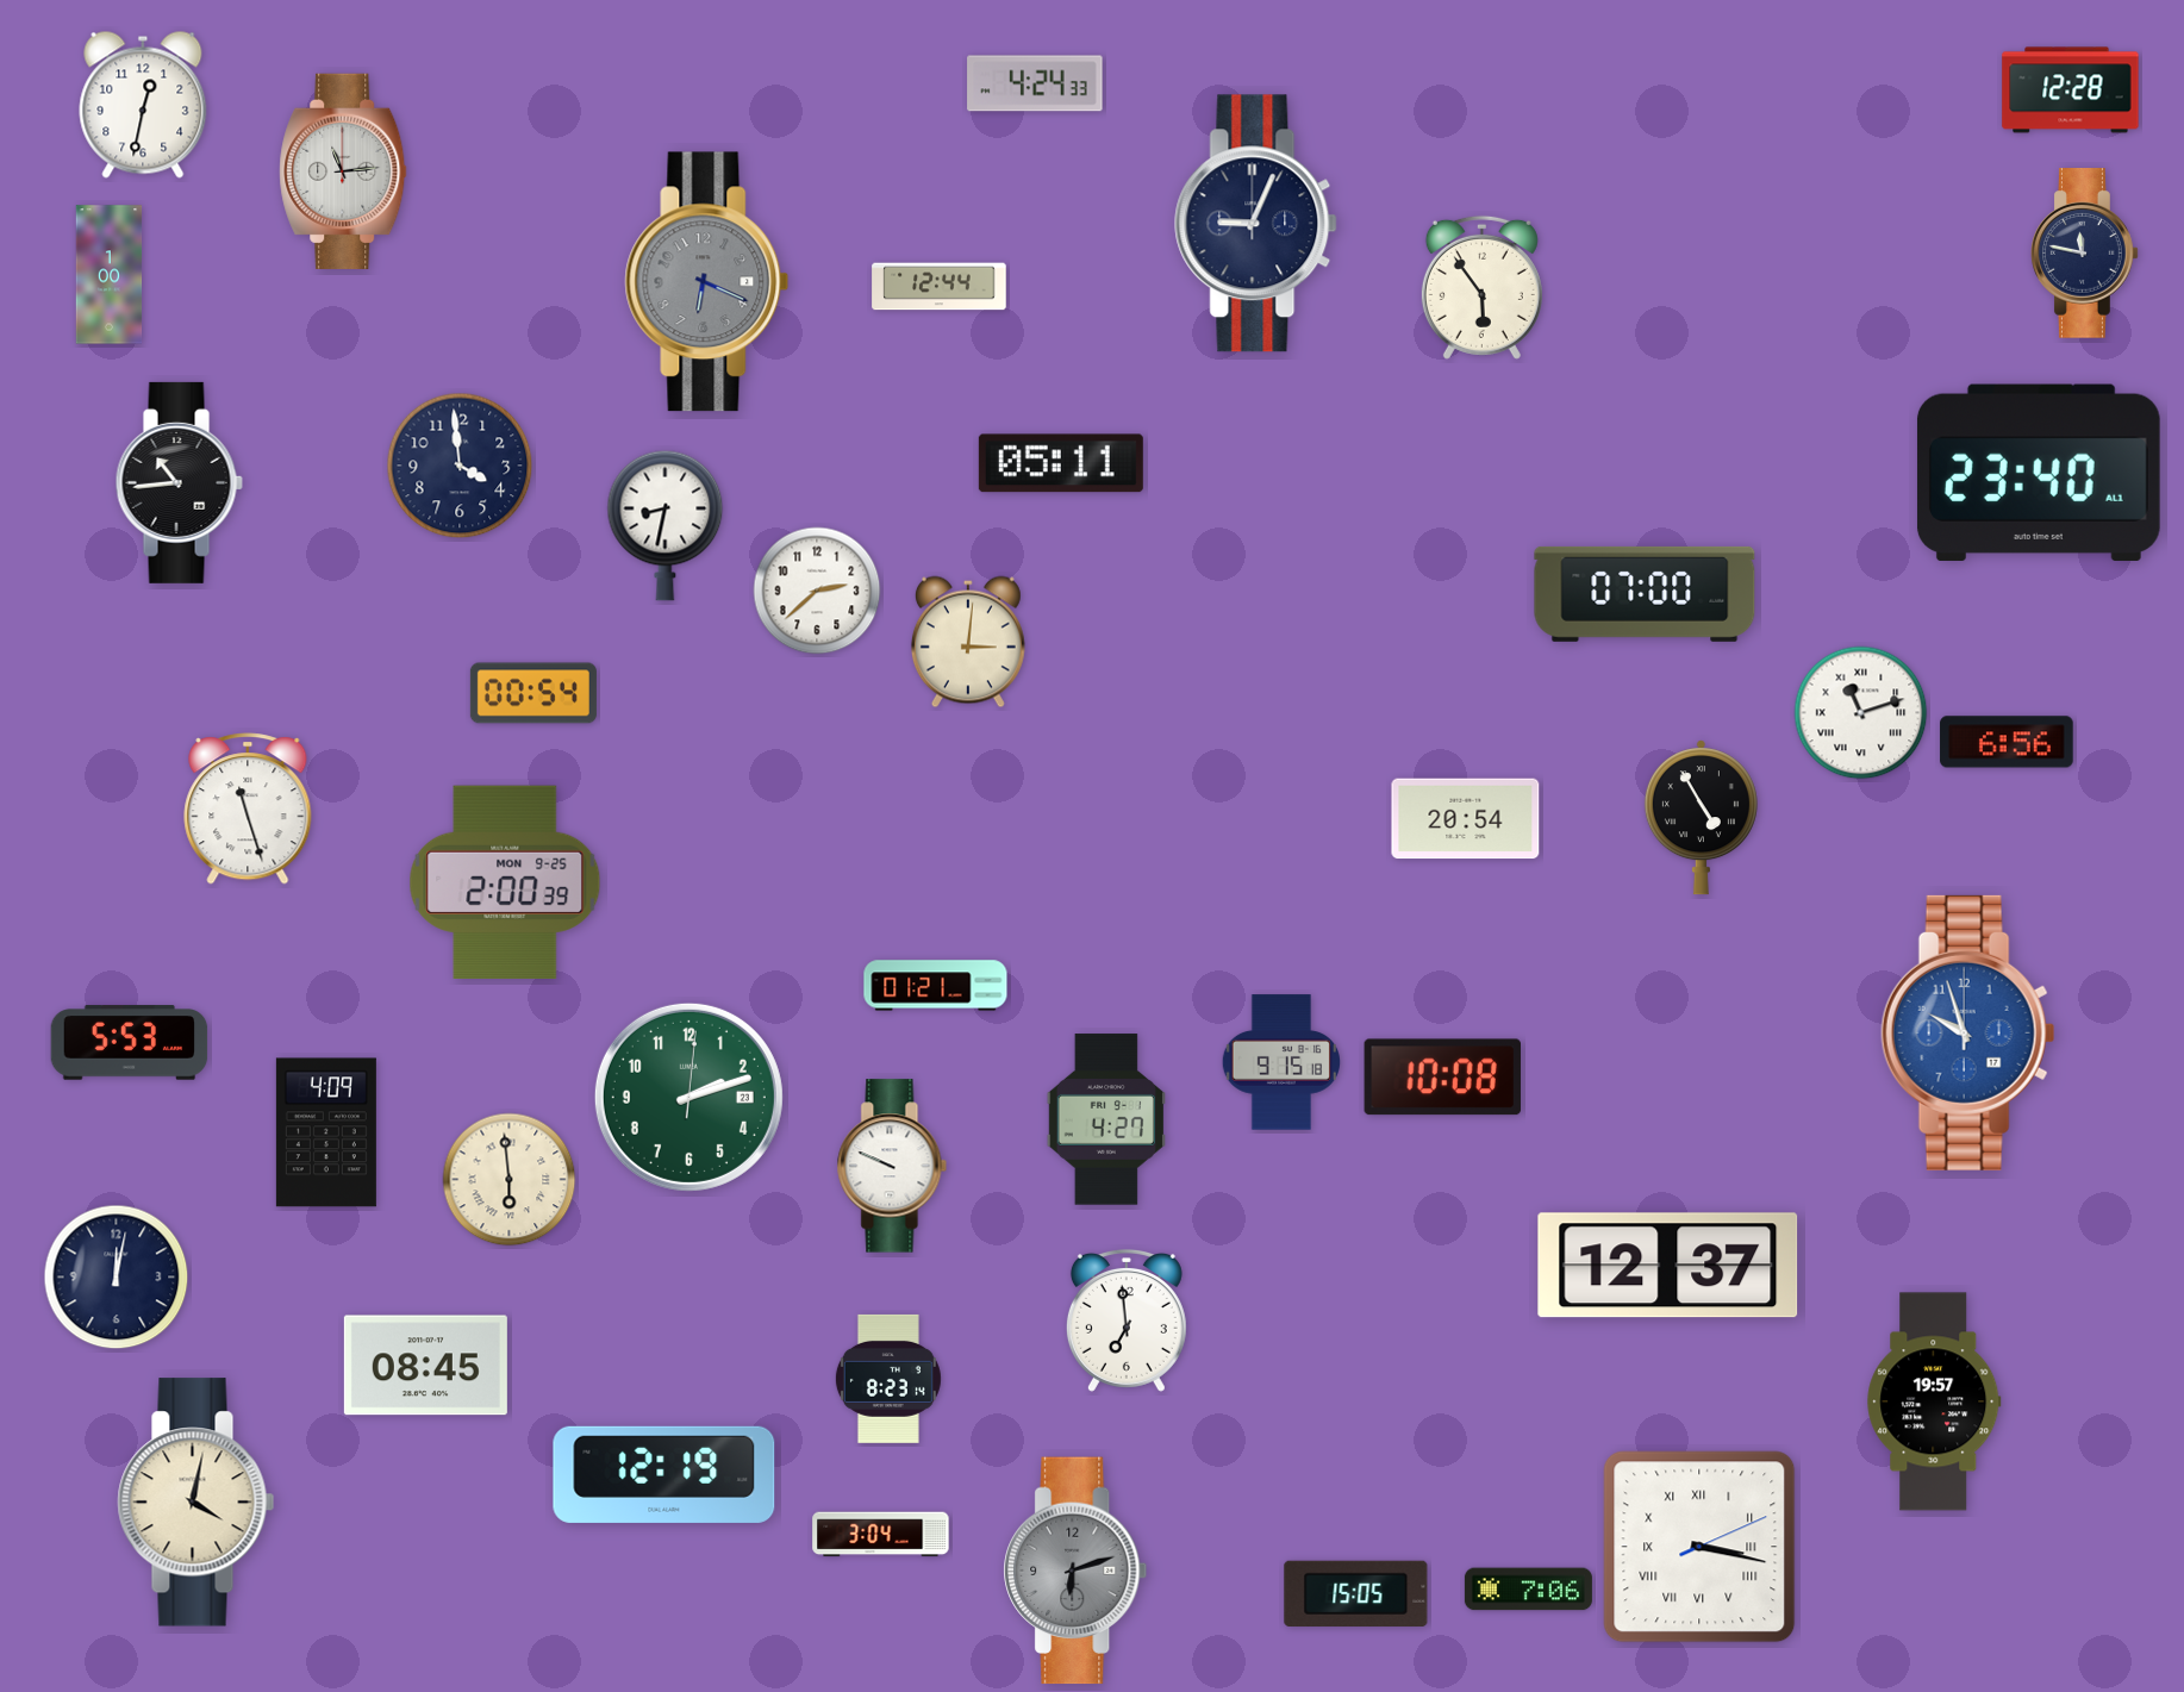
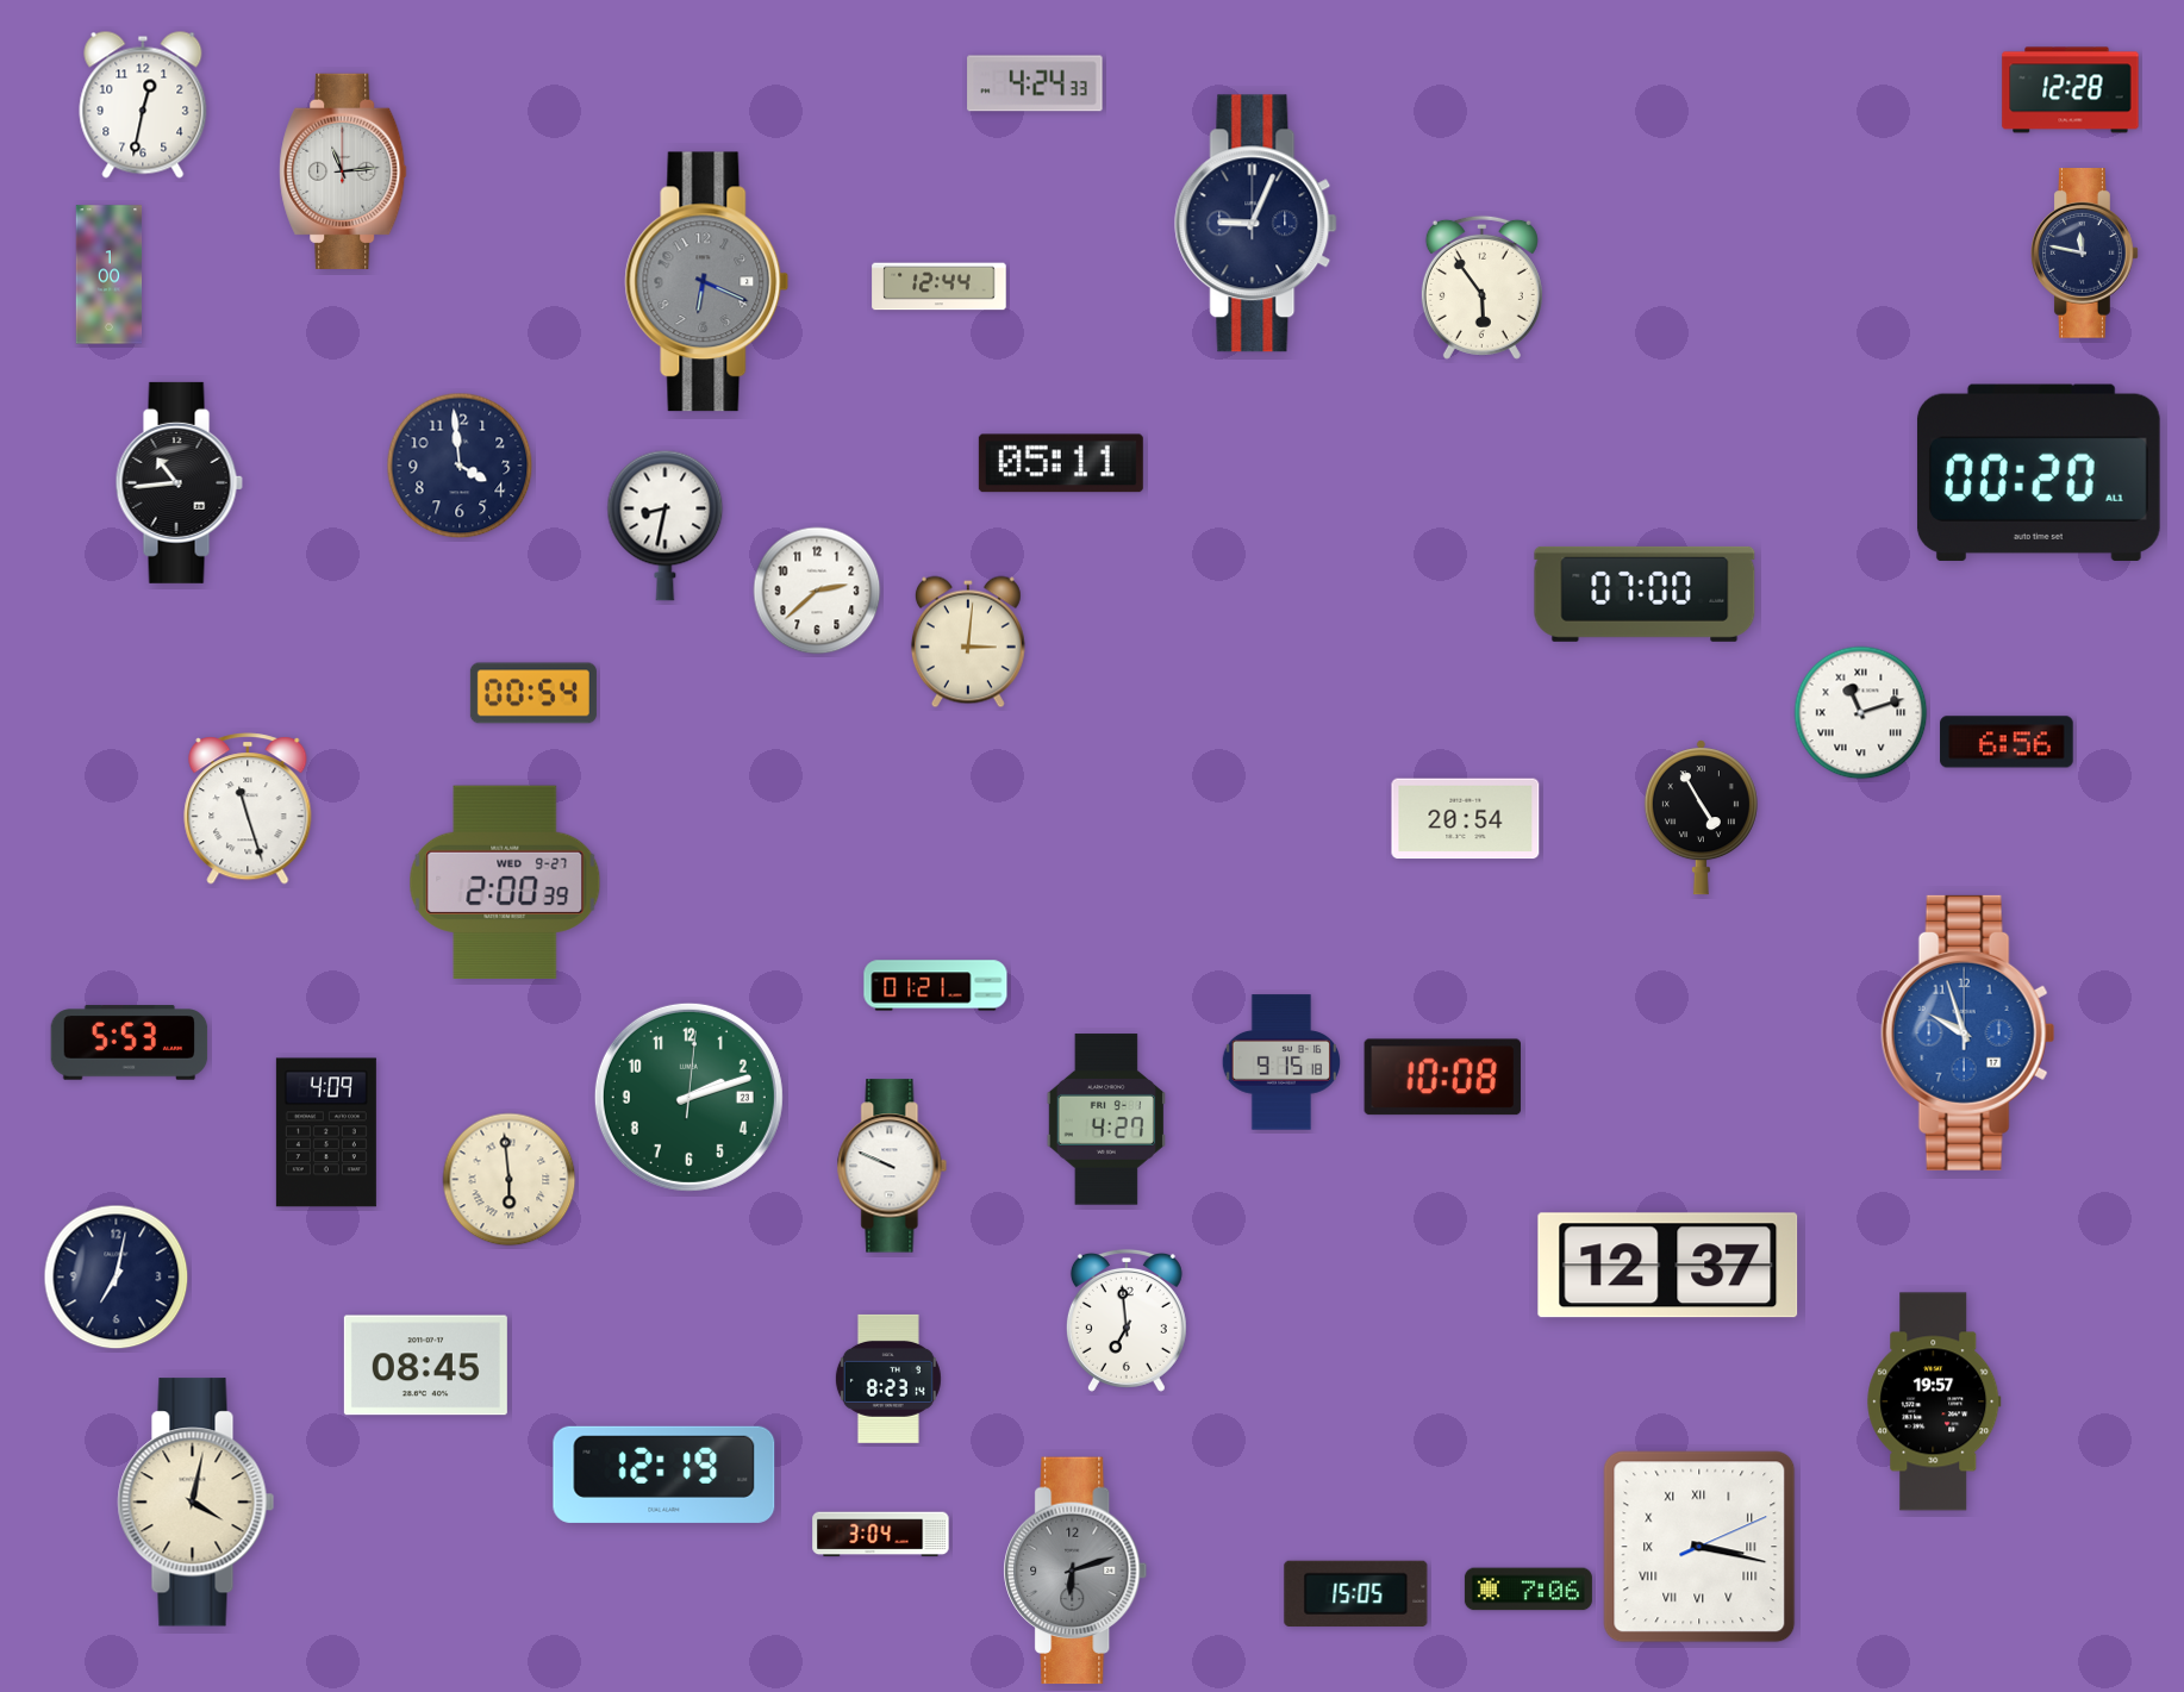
clock at (2039, 473): 23:40 -> 00:20
clock at (505, 882) date: MON 9-25 -> WED 9-27
clock at (117, 1278): 12:02 -> 7:02
